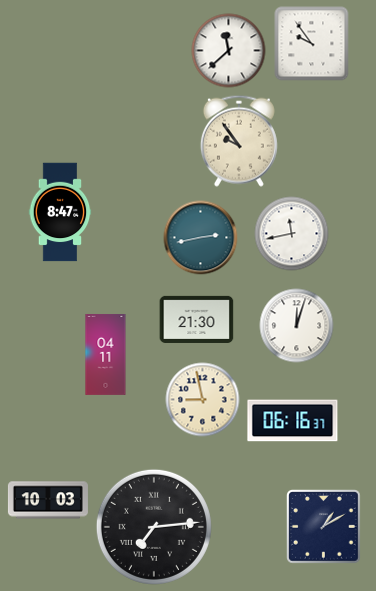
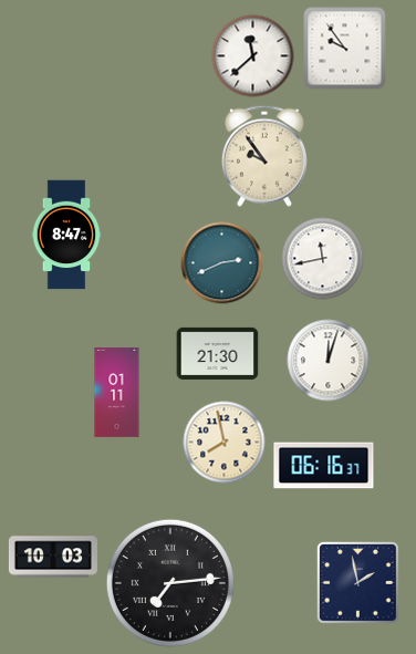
clock at (201, 238): 2:43 -> 2:41
clock at (106, 354): 04:11 -> 01:11
clock at (203, 400): 8:58 -> 7:58
clock at (48, 500) position: (48, 500) -> (53, 557)
clock at (324, 527): 1:10 -> 1:58
